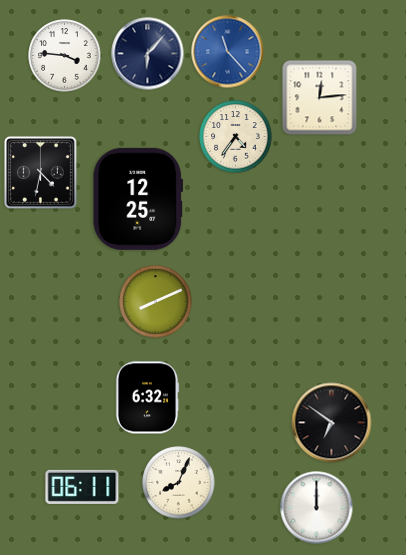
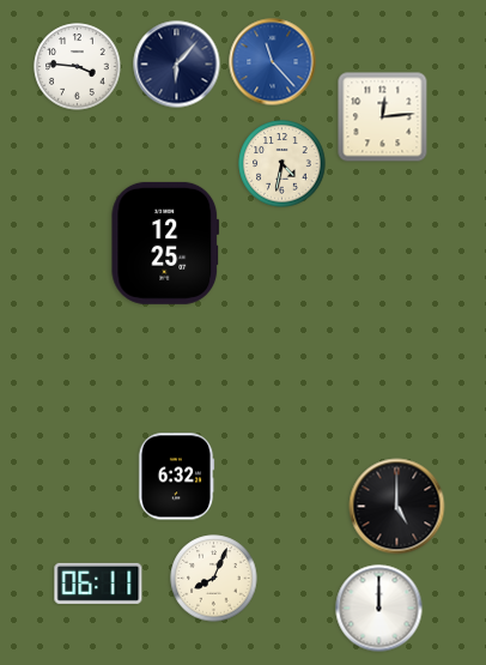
clock at (236, 137): 4:36 -> 4:32
clock at (41, 173): 4:32 -> none
clock at (138, 199) position: (138, 199) -> (165, 243)
clock at (156, 302): 8:11 -> none
clock at (332, 423): 6:51 -> 5:00
